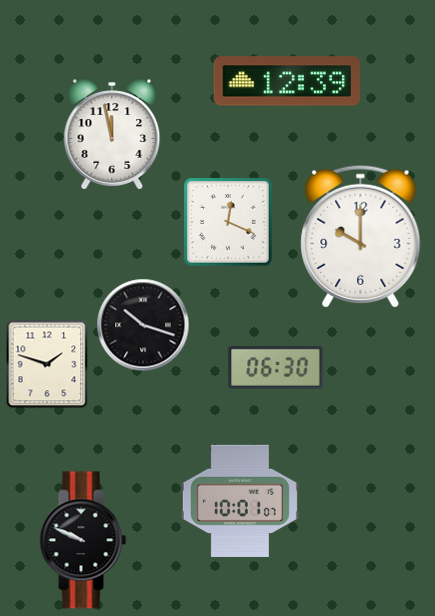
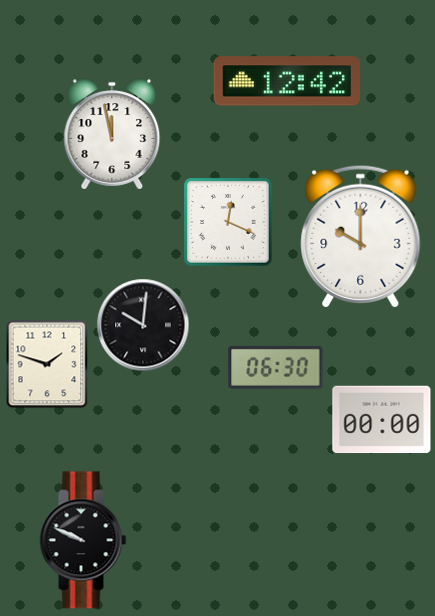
clock at (286, 81): 12:39 -> 12:42
clock at (143, 325): 10:18 -> 10:01
clock at (382, 420): none -> 00:00
clock at (240, 500): 10:01 -> none
